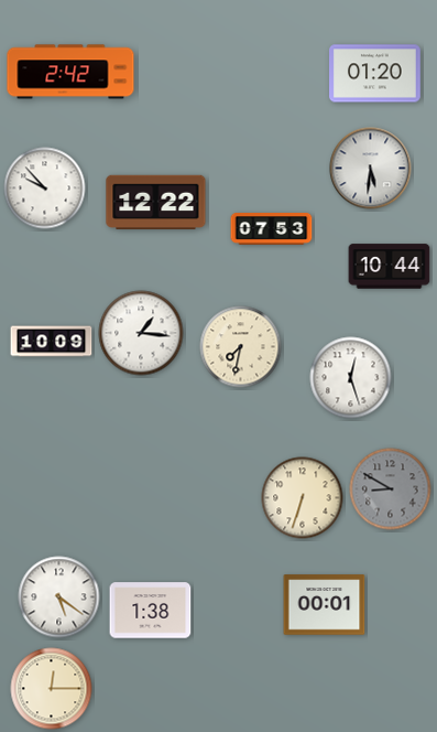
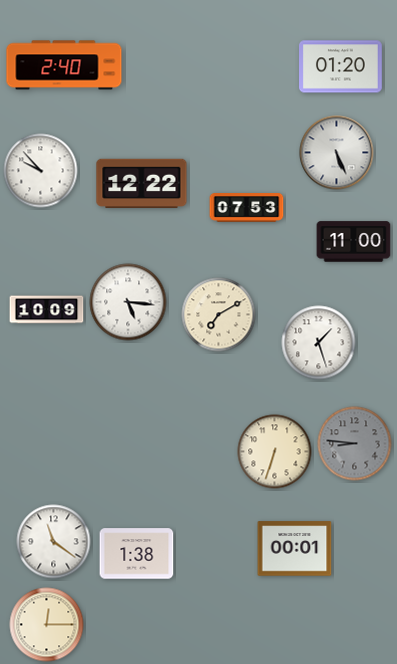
clock at (70, 72): 2:42 -> 2:40
clock at (371, 169): 5:31 -> 5:26
clock at (390, 267): 10:44 -> 11:00
clock at (141, 333): 1:16 -> 5:16
clock at (241, 347): 7:32 -> 7:10
clock at (351, 378): 12:27 -> 1:27
clock at (391, 489): 8:50 -> 8:46
clock at (59, 598): 5:21 -> 11:21
